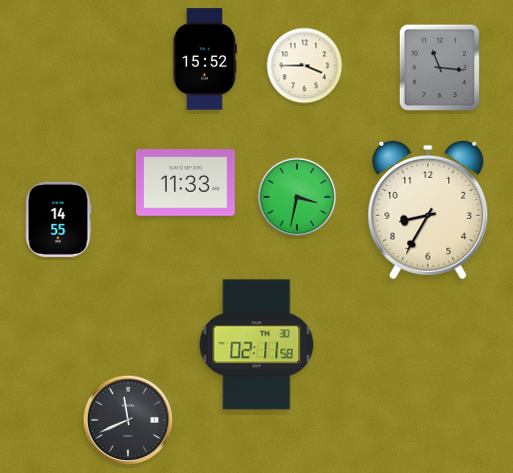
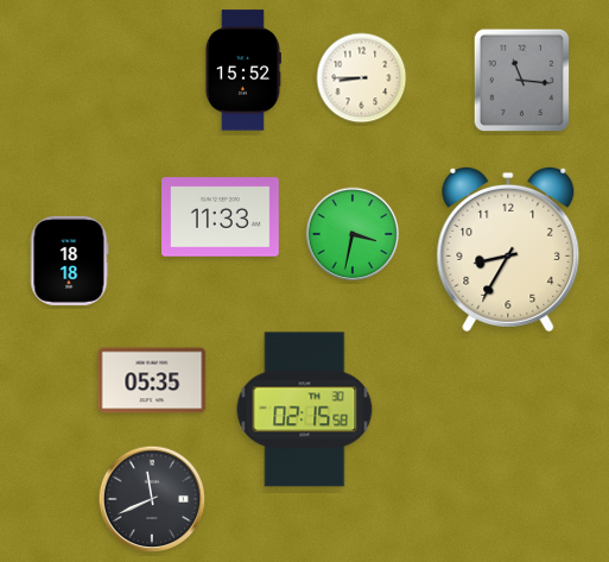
clock at (305, 66): 3:45 -> 8:45
clock at (58, 219): 14:55 -> 18:18
clock at (152, 380): none -> 05:35
clock at (257, 345): 02:11 -> 02:15
